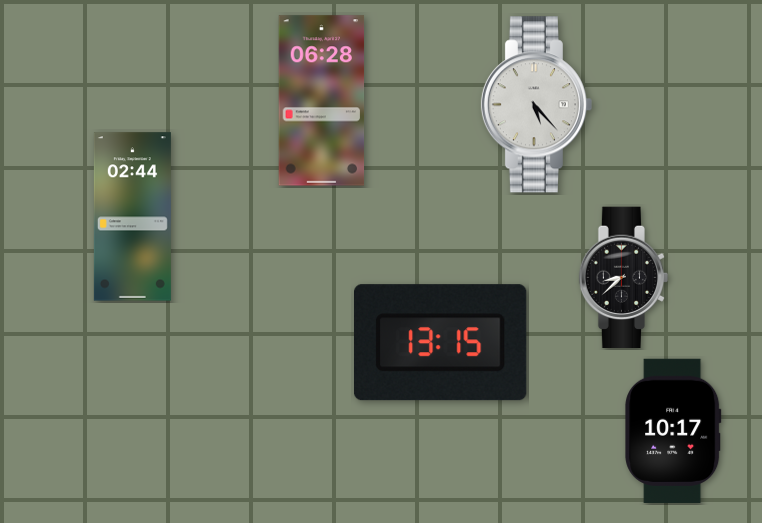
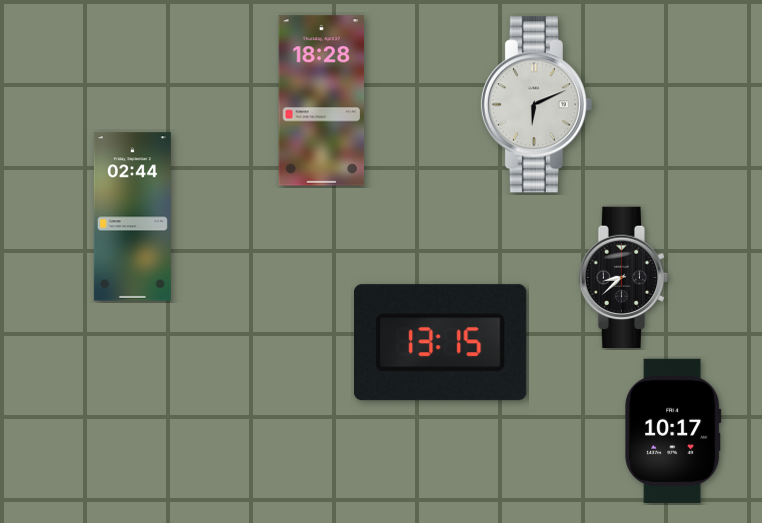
clock at (322, 101): 06:28 -> 18:28
clock at (536, 105): 5:23 -> 6:11
